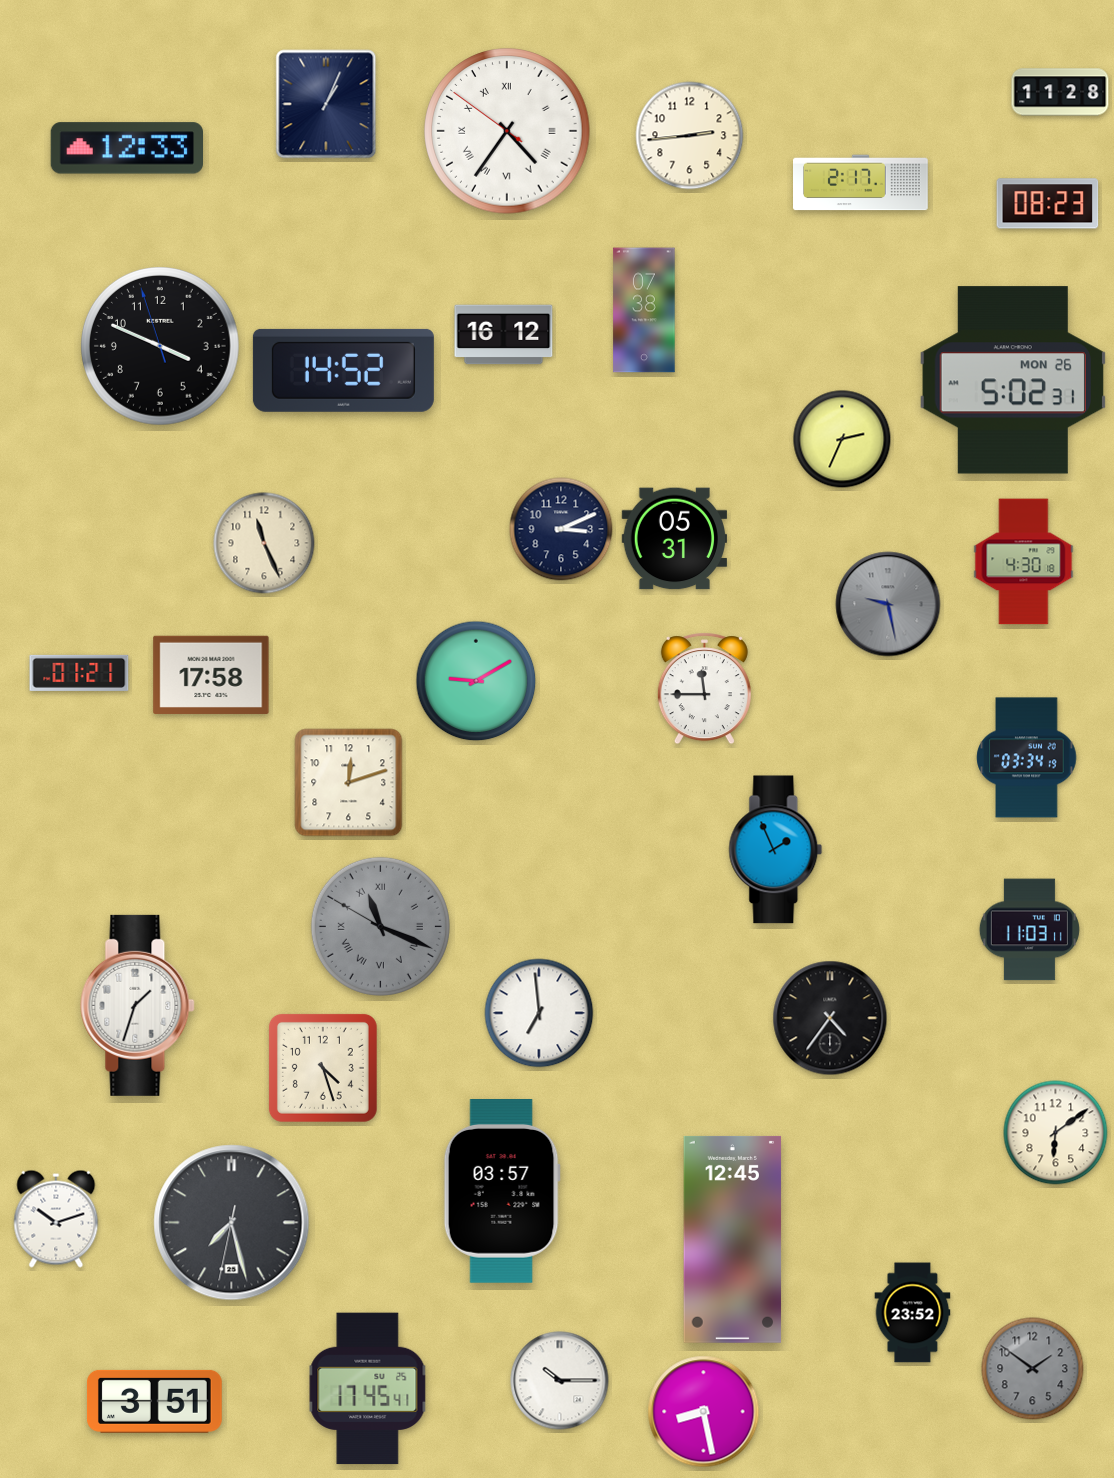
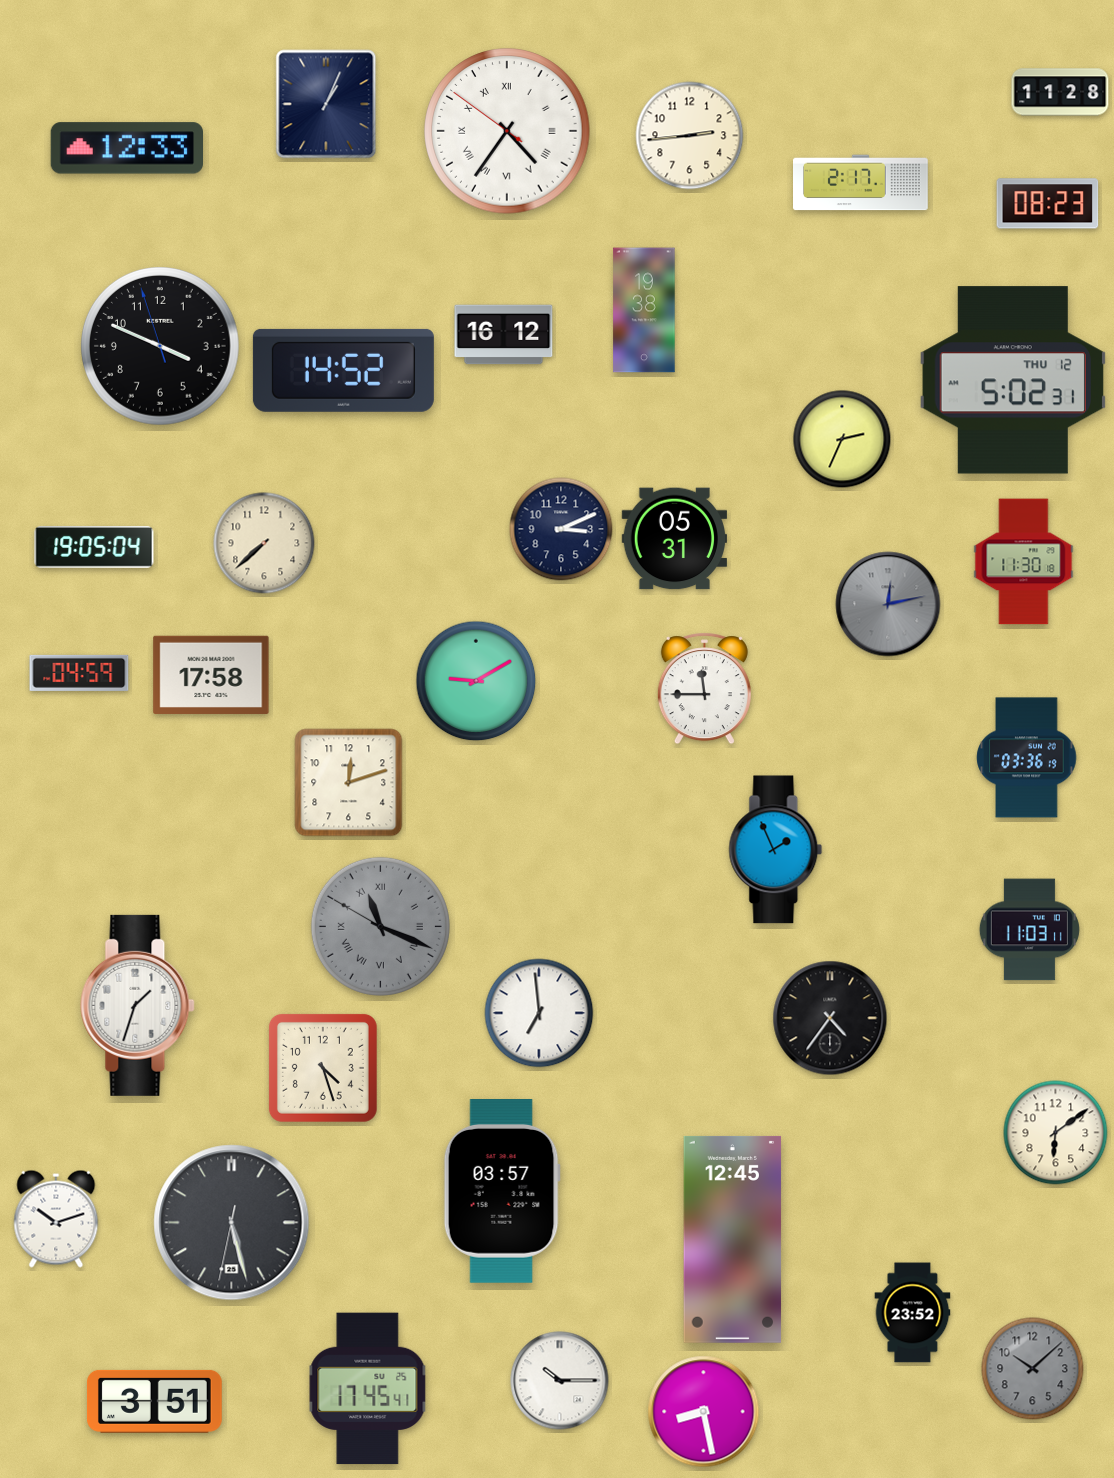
clock at (644, 310): 07:38 -> 19:38
clock at (1013, 380) date: MON 26 -> THU 12
clock at (264, 543): 11:26 -> 7:38
clock at (94, 548): none -> 19:05
clock at (1024, 562): 4:30 -> 11:30
clock at (888, 604): 9:28 -> 12:13
clock at (79, 673): 01:21 -> 04:59
clock at (1027, 758): 03:34 -> 03:36
clock at (232, 1223): 7:27 -> 5:27
clock at (1033, 1369): 1:51 -> 10:08
